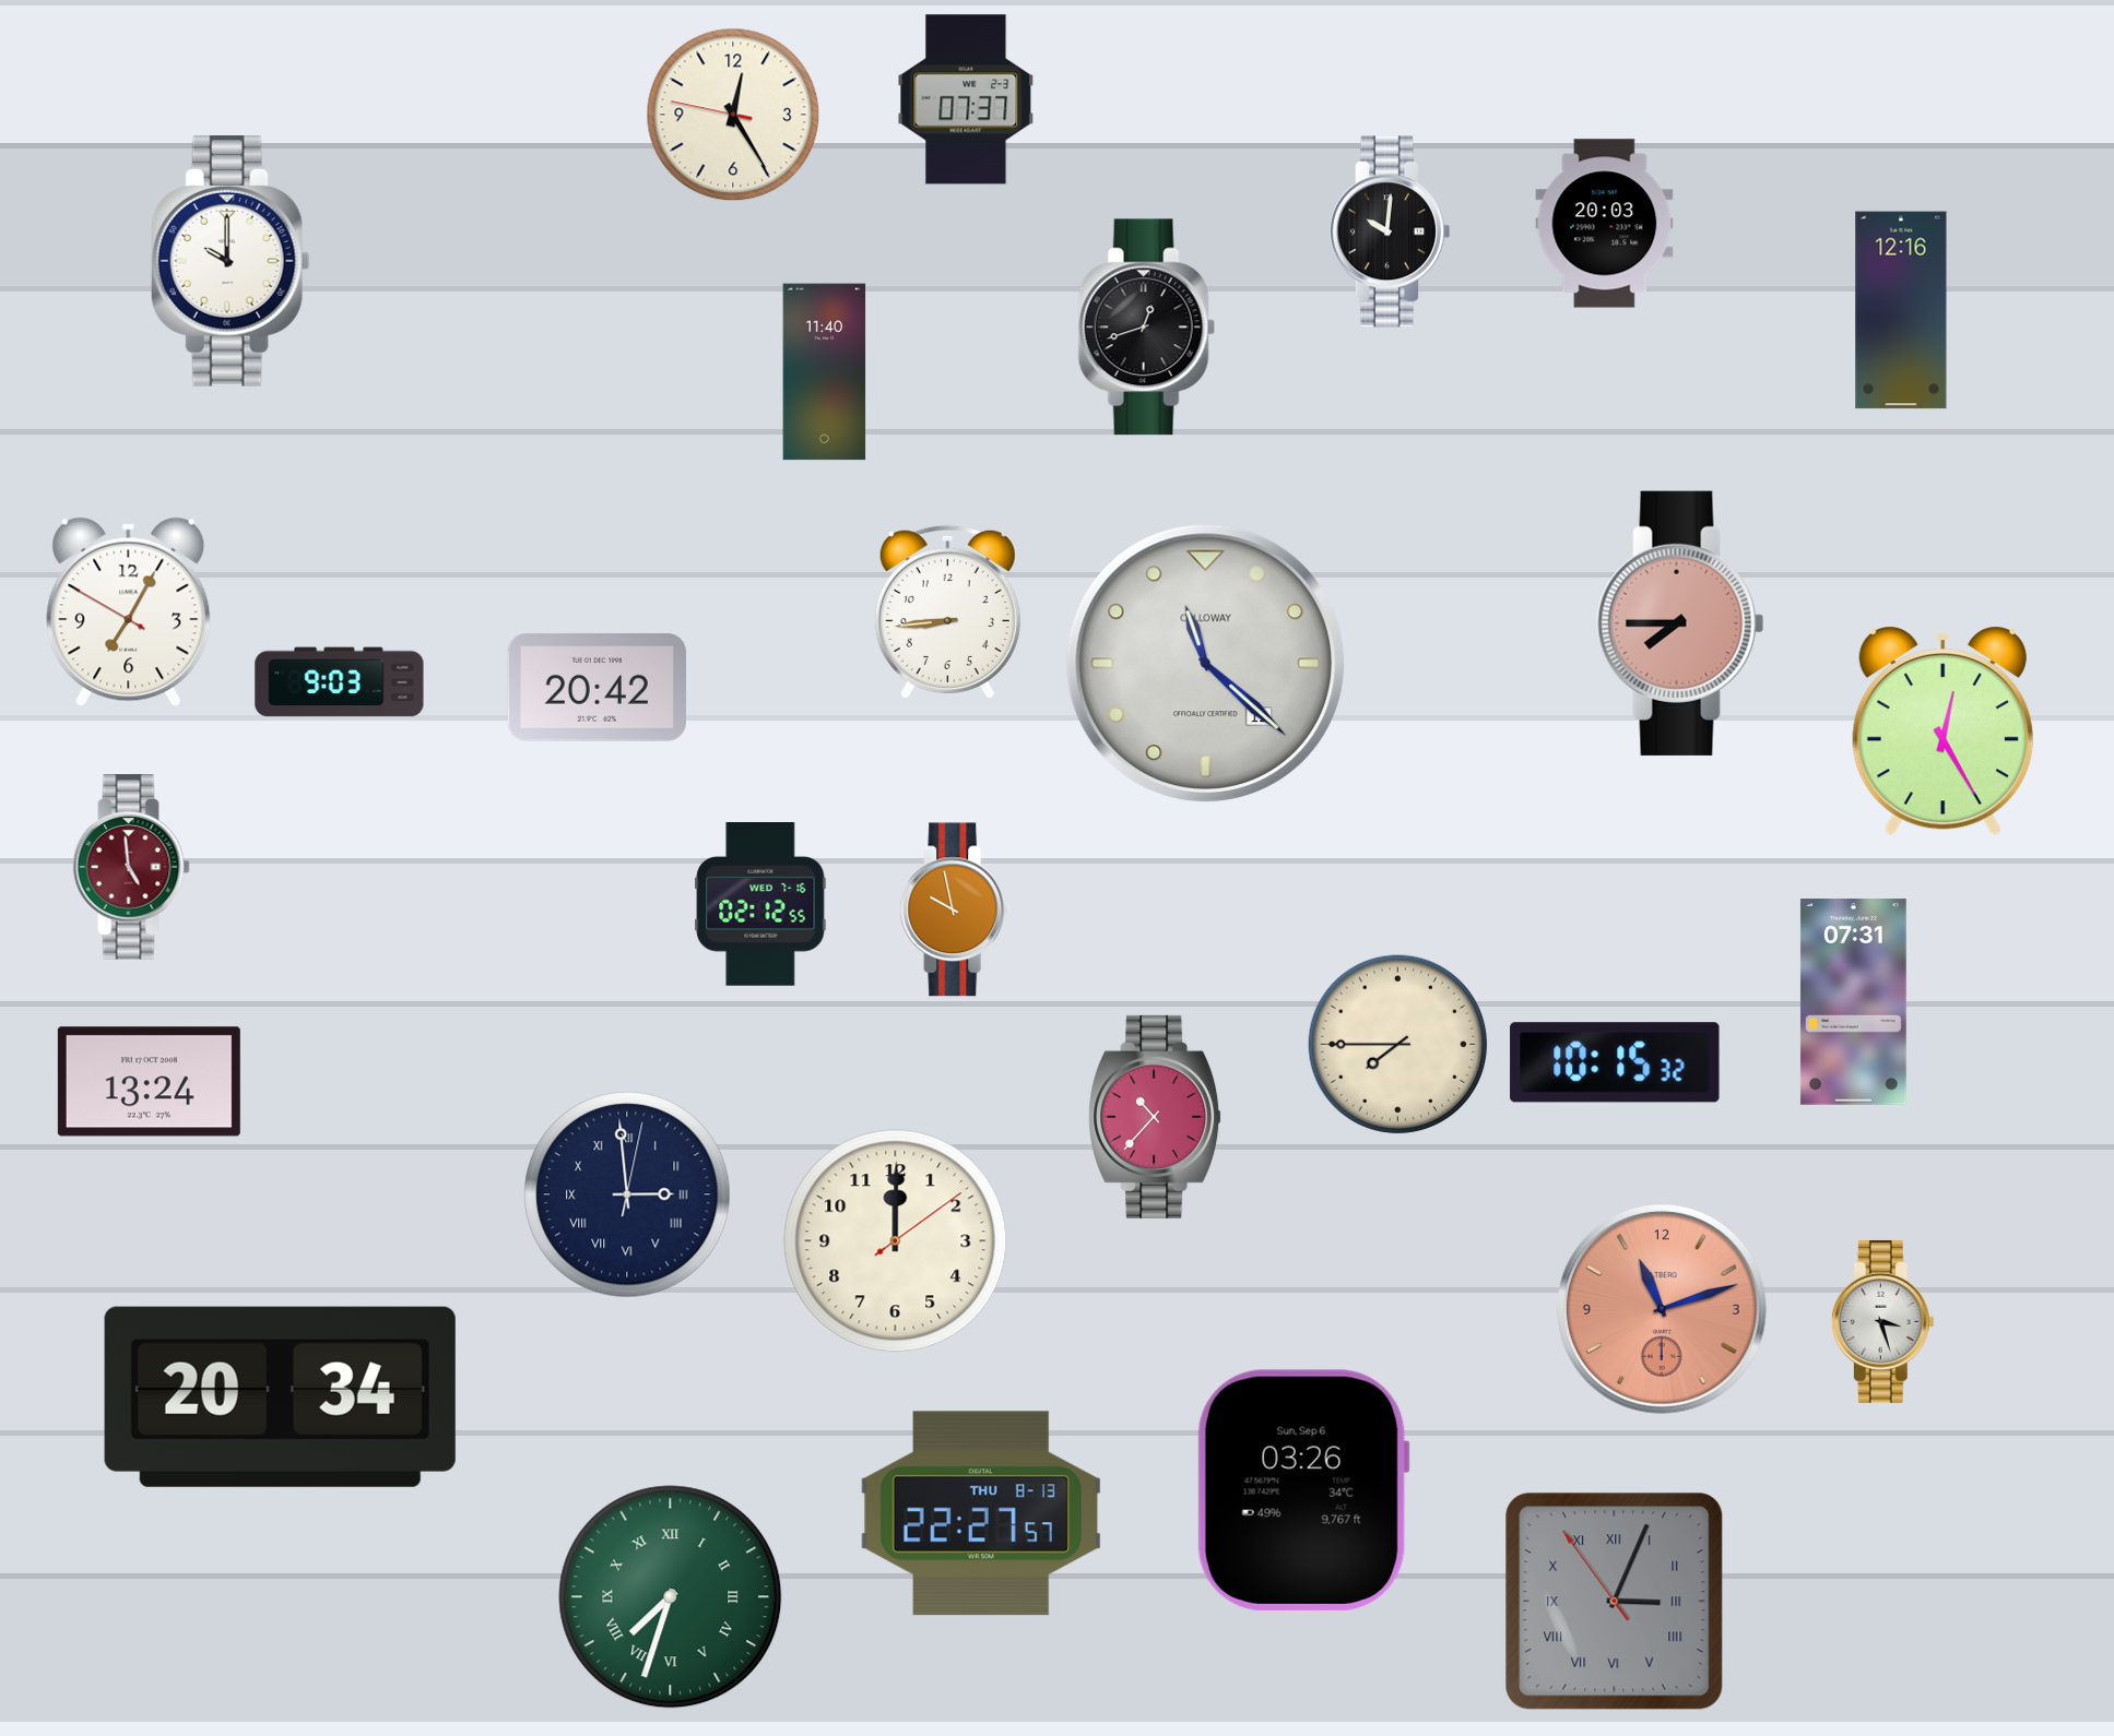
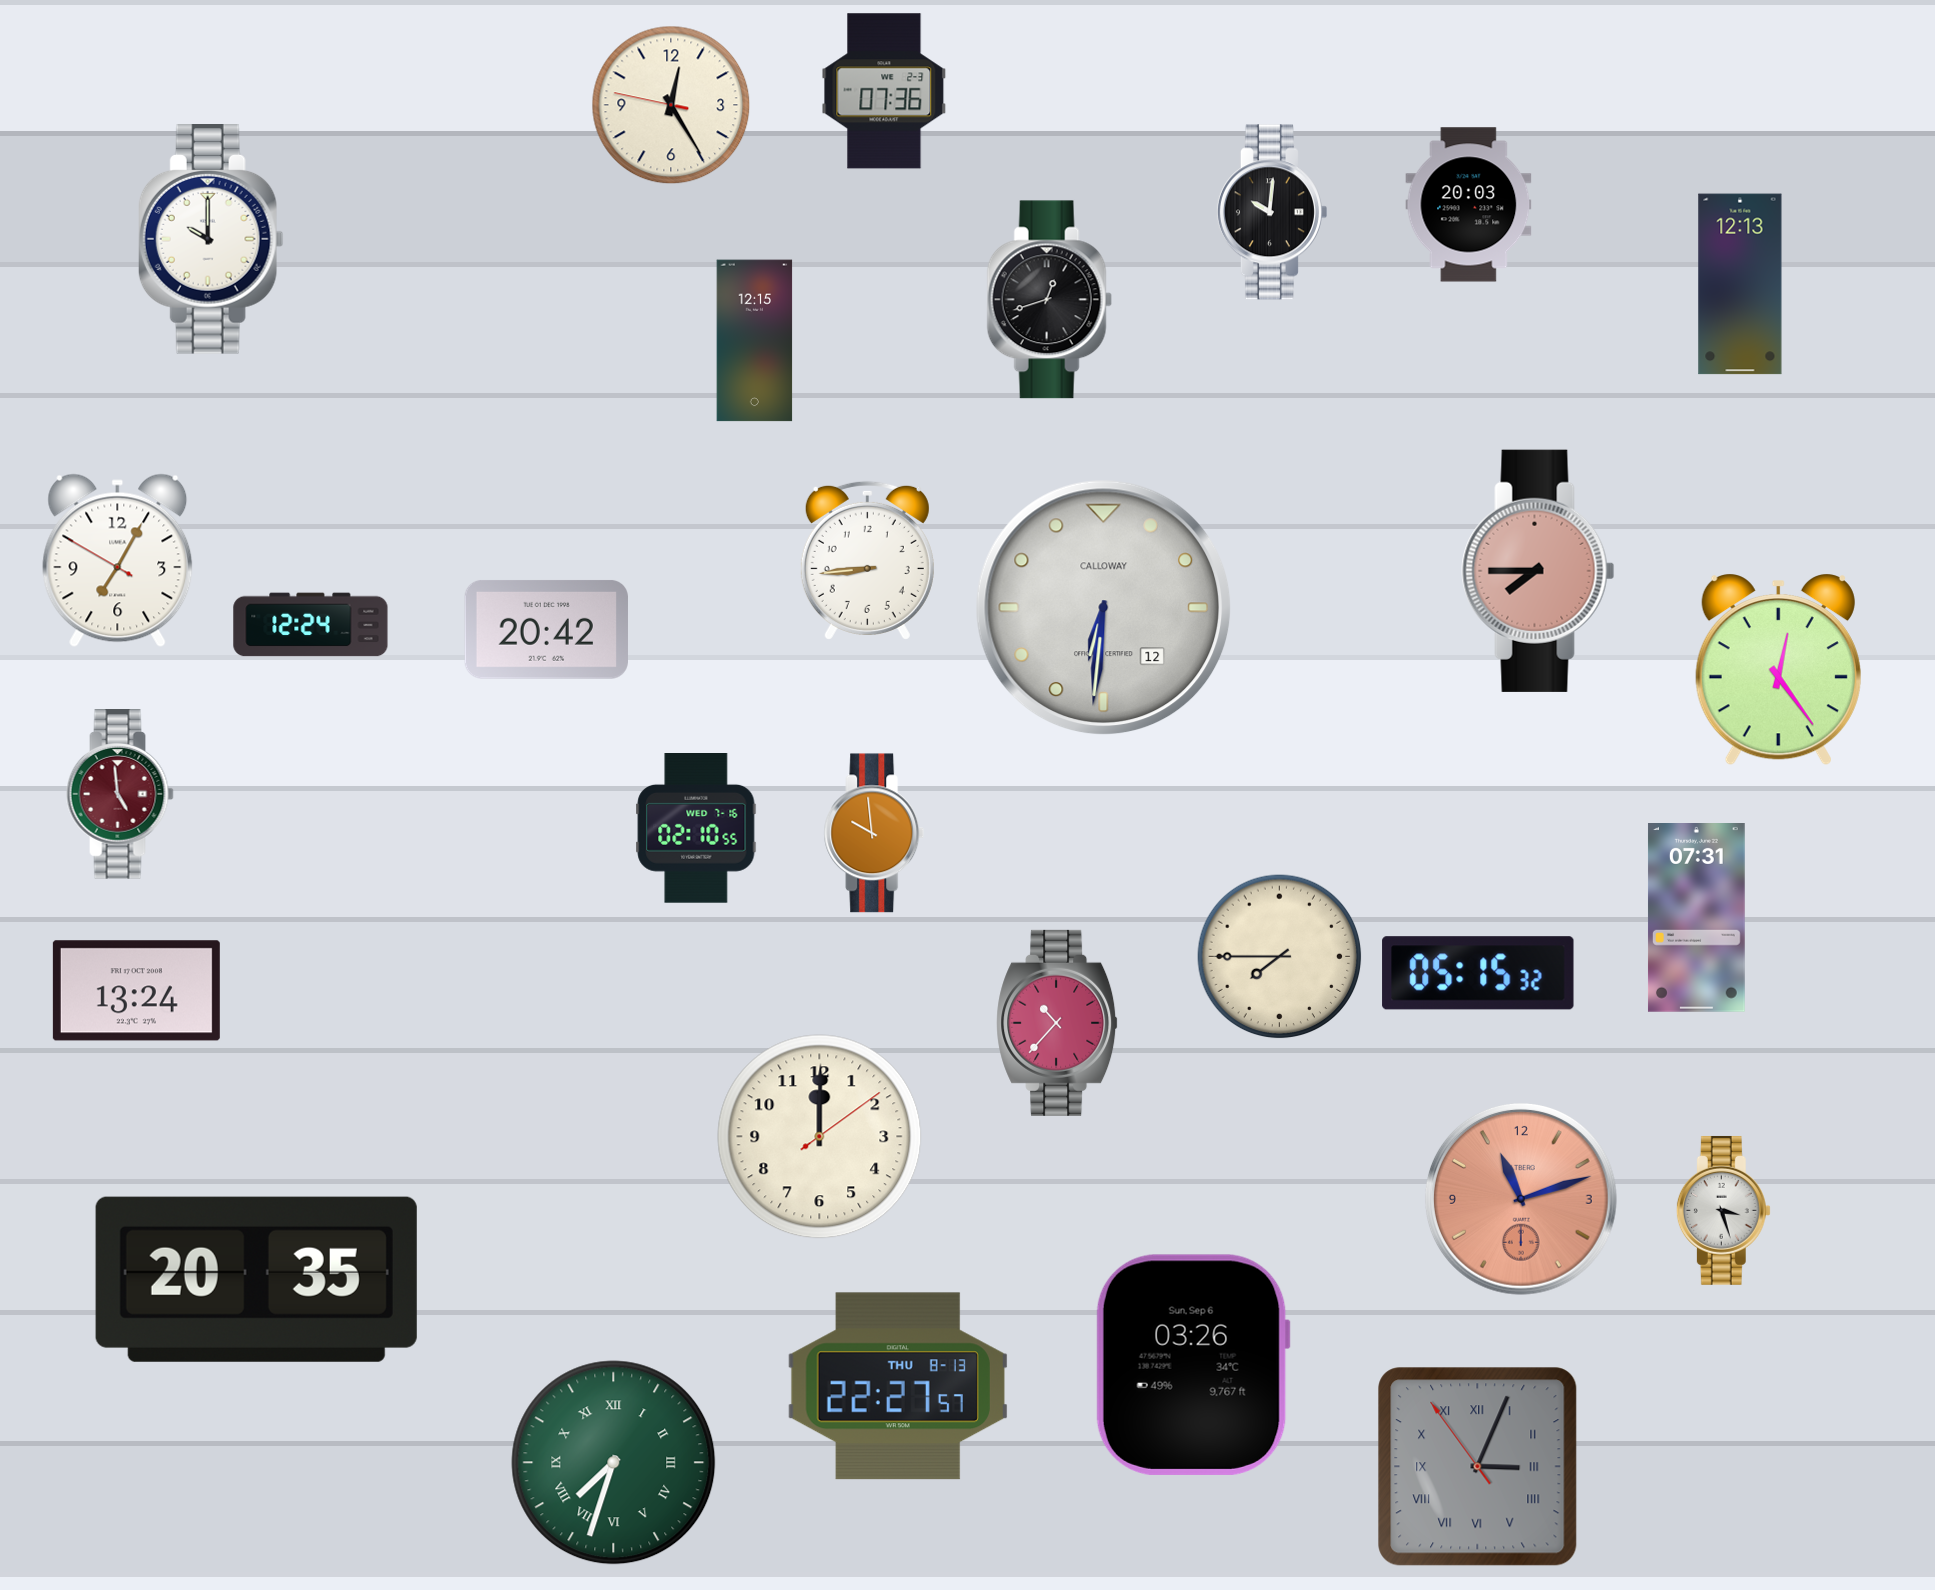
clock at (966, 99): 07:37 -> 07:36
clock at (1901, 310): 12:16 -> 12:13
clock at (825, 372): 11:40 -> 12:15
clock at (1206, 664): 11:22 -> 6:31
clock at (340, 682): 9:03 -> 12:24
clock at (1942, 732): 12:25 -> 12:24
clock at (760, 905): 02:12 -> 02:10
clock at (955, 909): 9:58 -> 9:59
clock at (1615, 1062): 10:15 -> 05:15
clock at (627, 1194): 2:59 -> none
clock at (280, 1396): 20:34 -> 20:35
